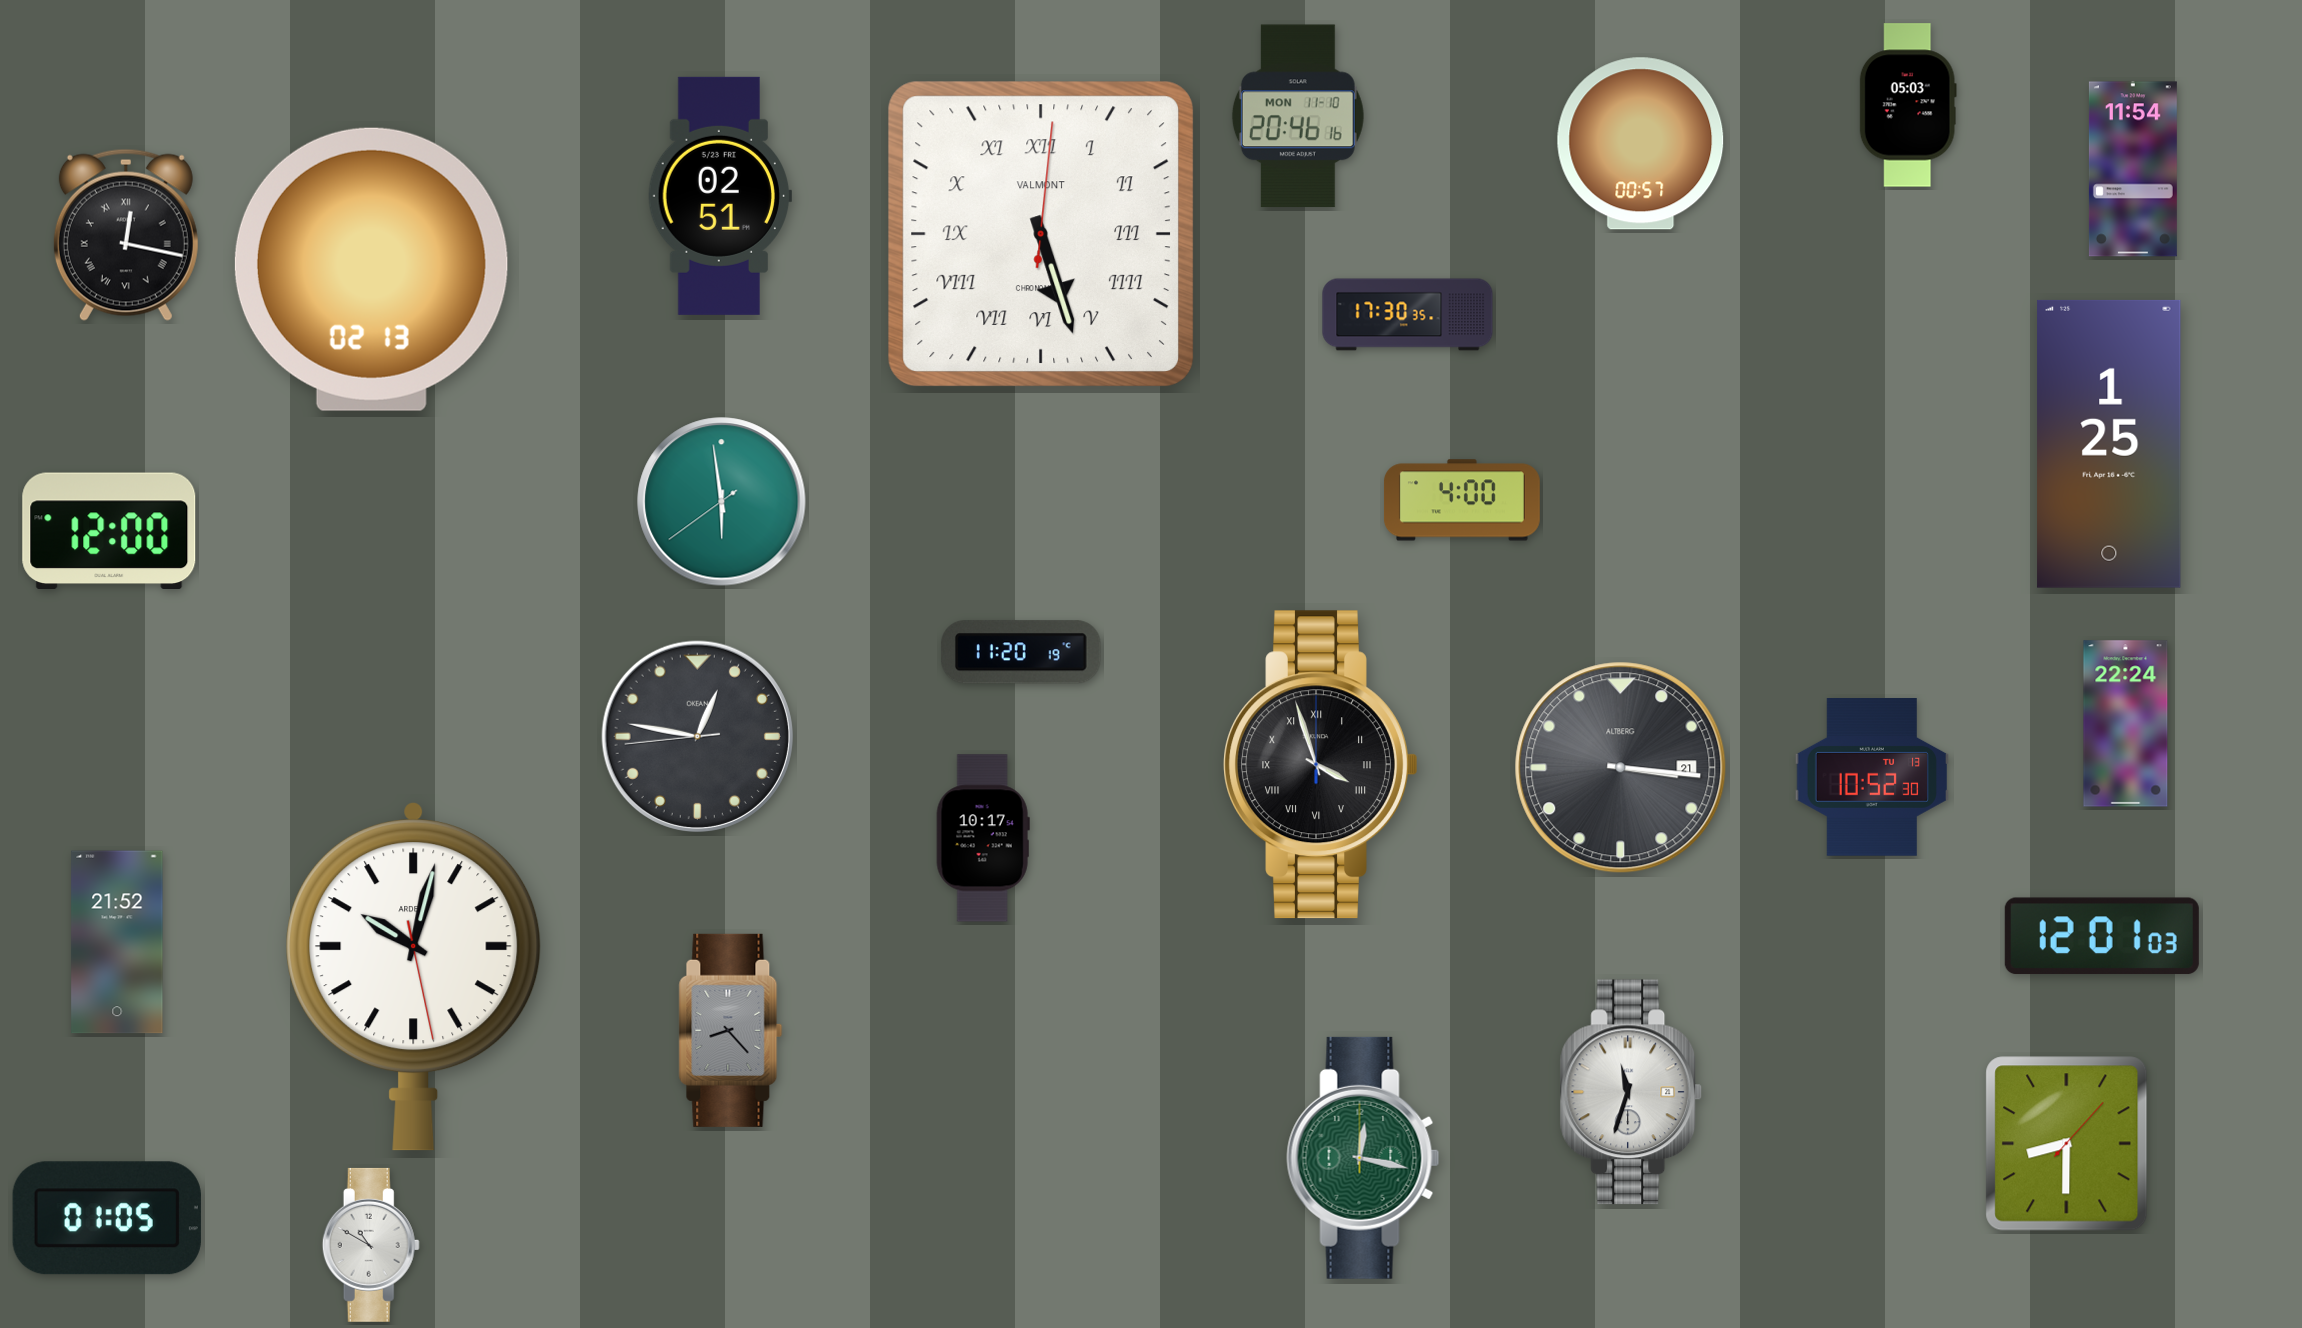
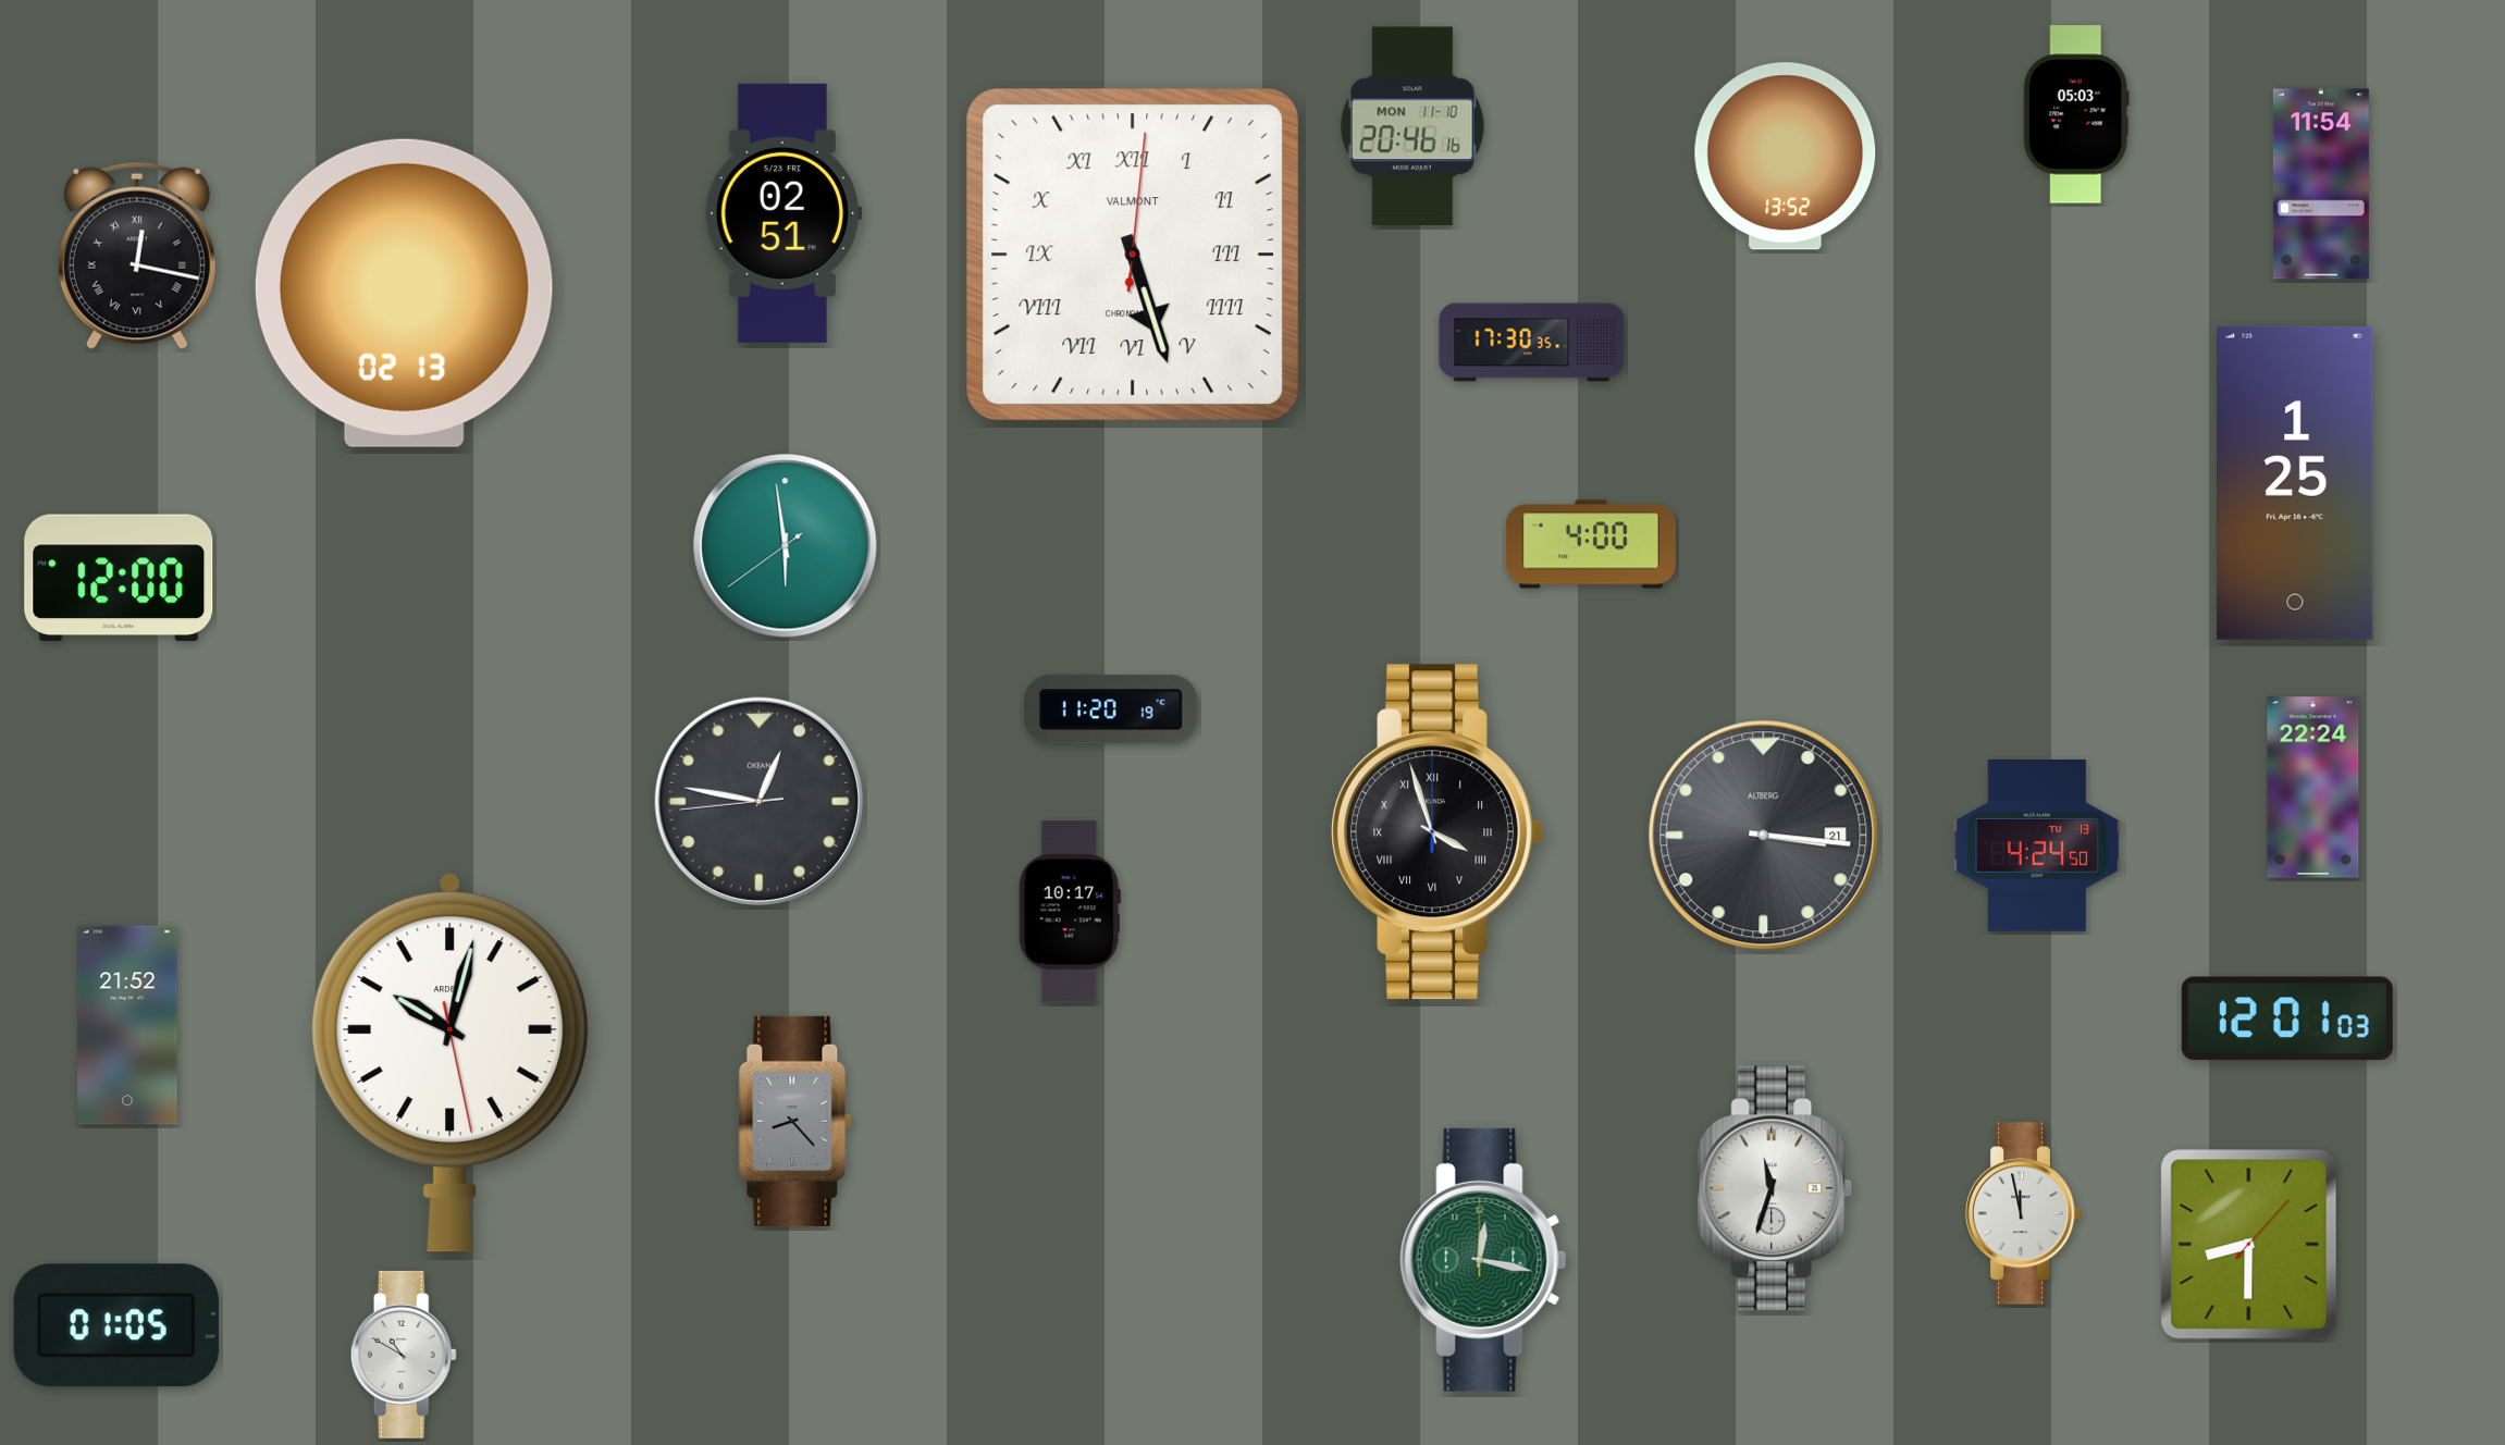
clock at (1641, 144): 00:57 -> 13:52
clock at (1872, 778): 10:52 -> 4:24
clock at (2023, 1213): none -> 11:58
